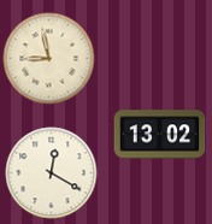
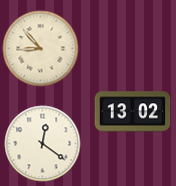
clock at (49, 59): 8:58 -> 8:53
clock at (52, 173): 12:20 -> 12:21
